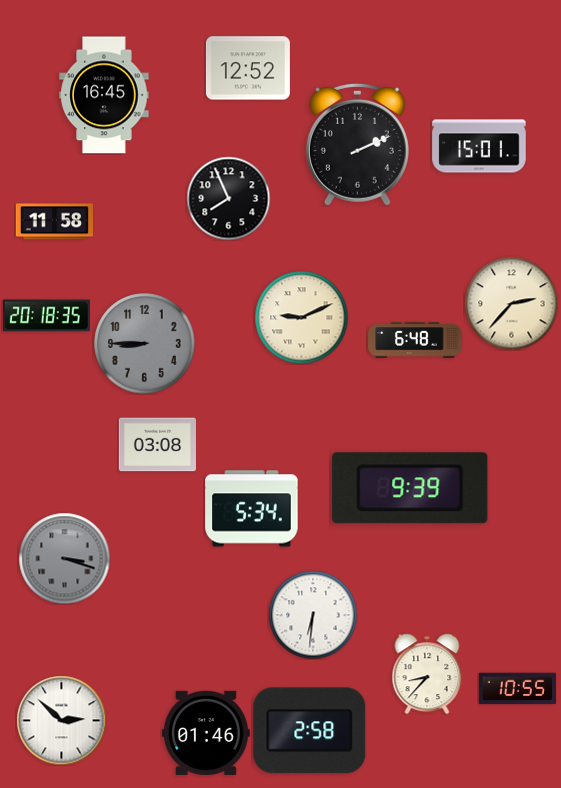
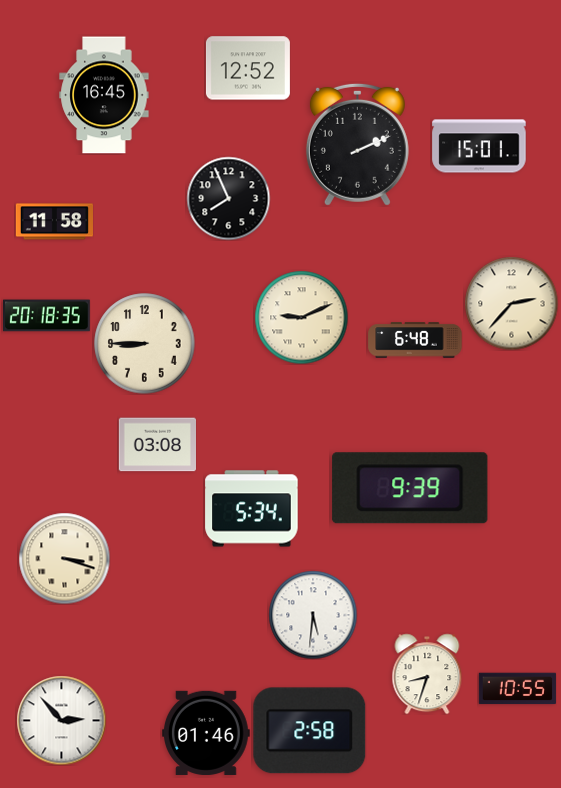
clock at (145, 344) dial: grey -> cream
clock at (64, 558) dial: grey -> cream
clock at (313, 615): 6:31 -> 5:31
clock at (427, 674): 8:37 -> 8:33
clock at (61, 720): 2:52 -> 2:53
